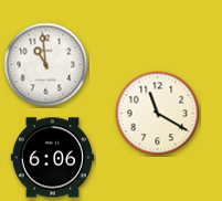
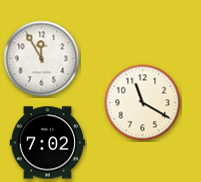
clock at (46, 65): 10:59 -> 11:55
clock at (53, 158): 6:06 -> 7:02
